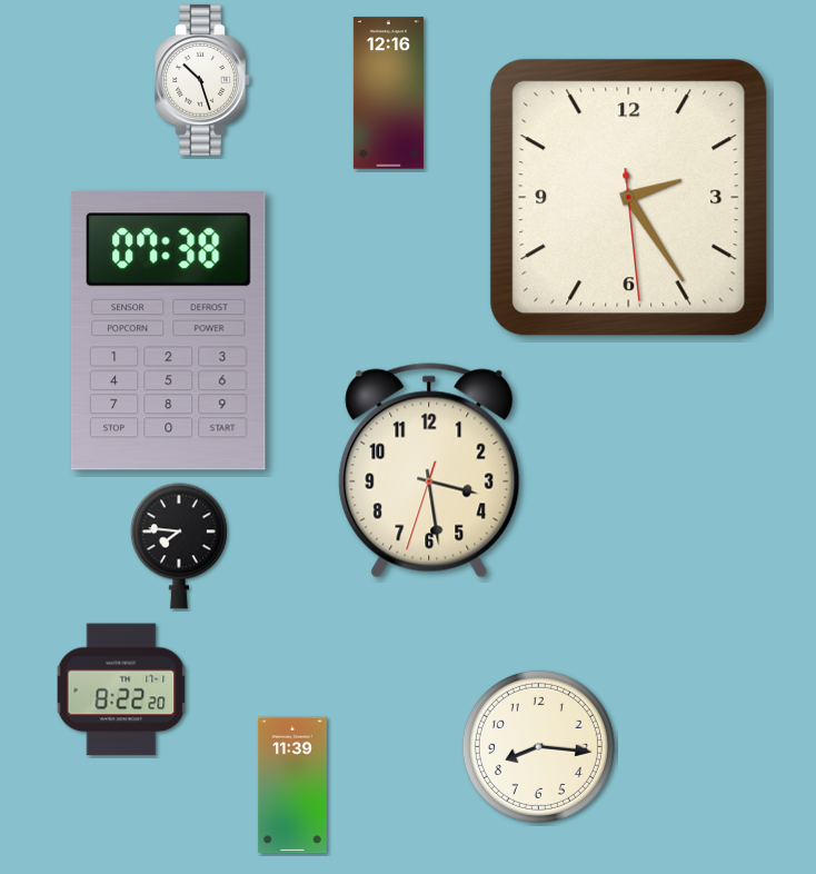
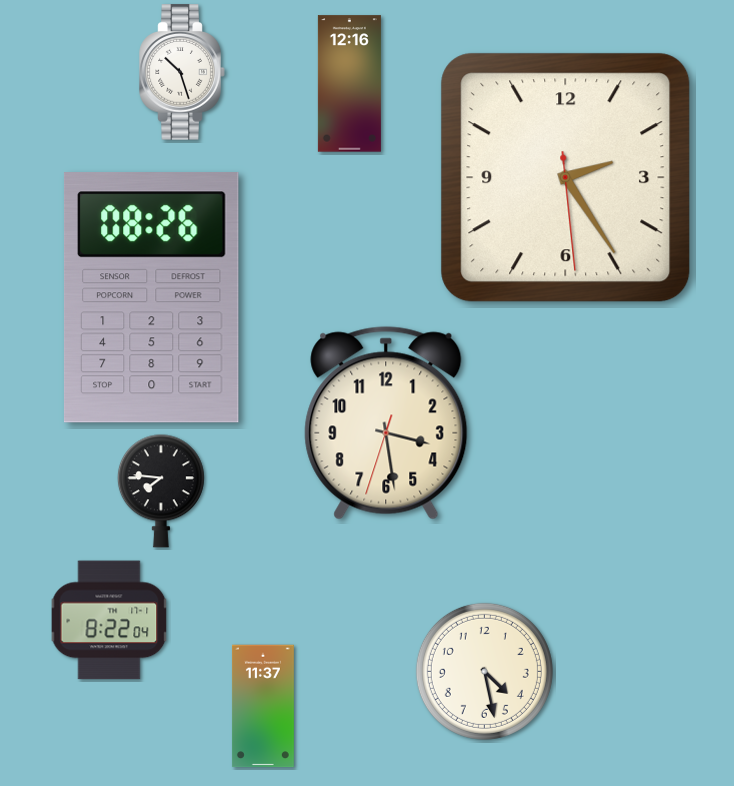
clock at (168, 331): 07:38 -> 08:26
clock at (121, 689): 8:22:20 -> 8:22:04
clock at (538, 746): 8:16 -> 4:28
clock at (292, 785): 11:39 -> 11:37
